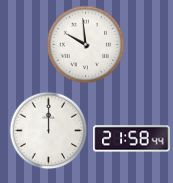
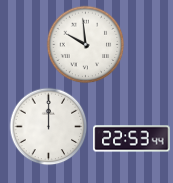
clock at (48, 130) position: (48, 130) -> (48, 126)
clock at (132, 139): 21:58 -> 22:53
